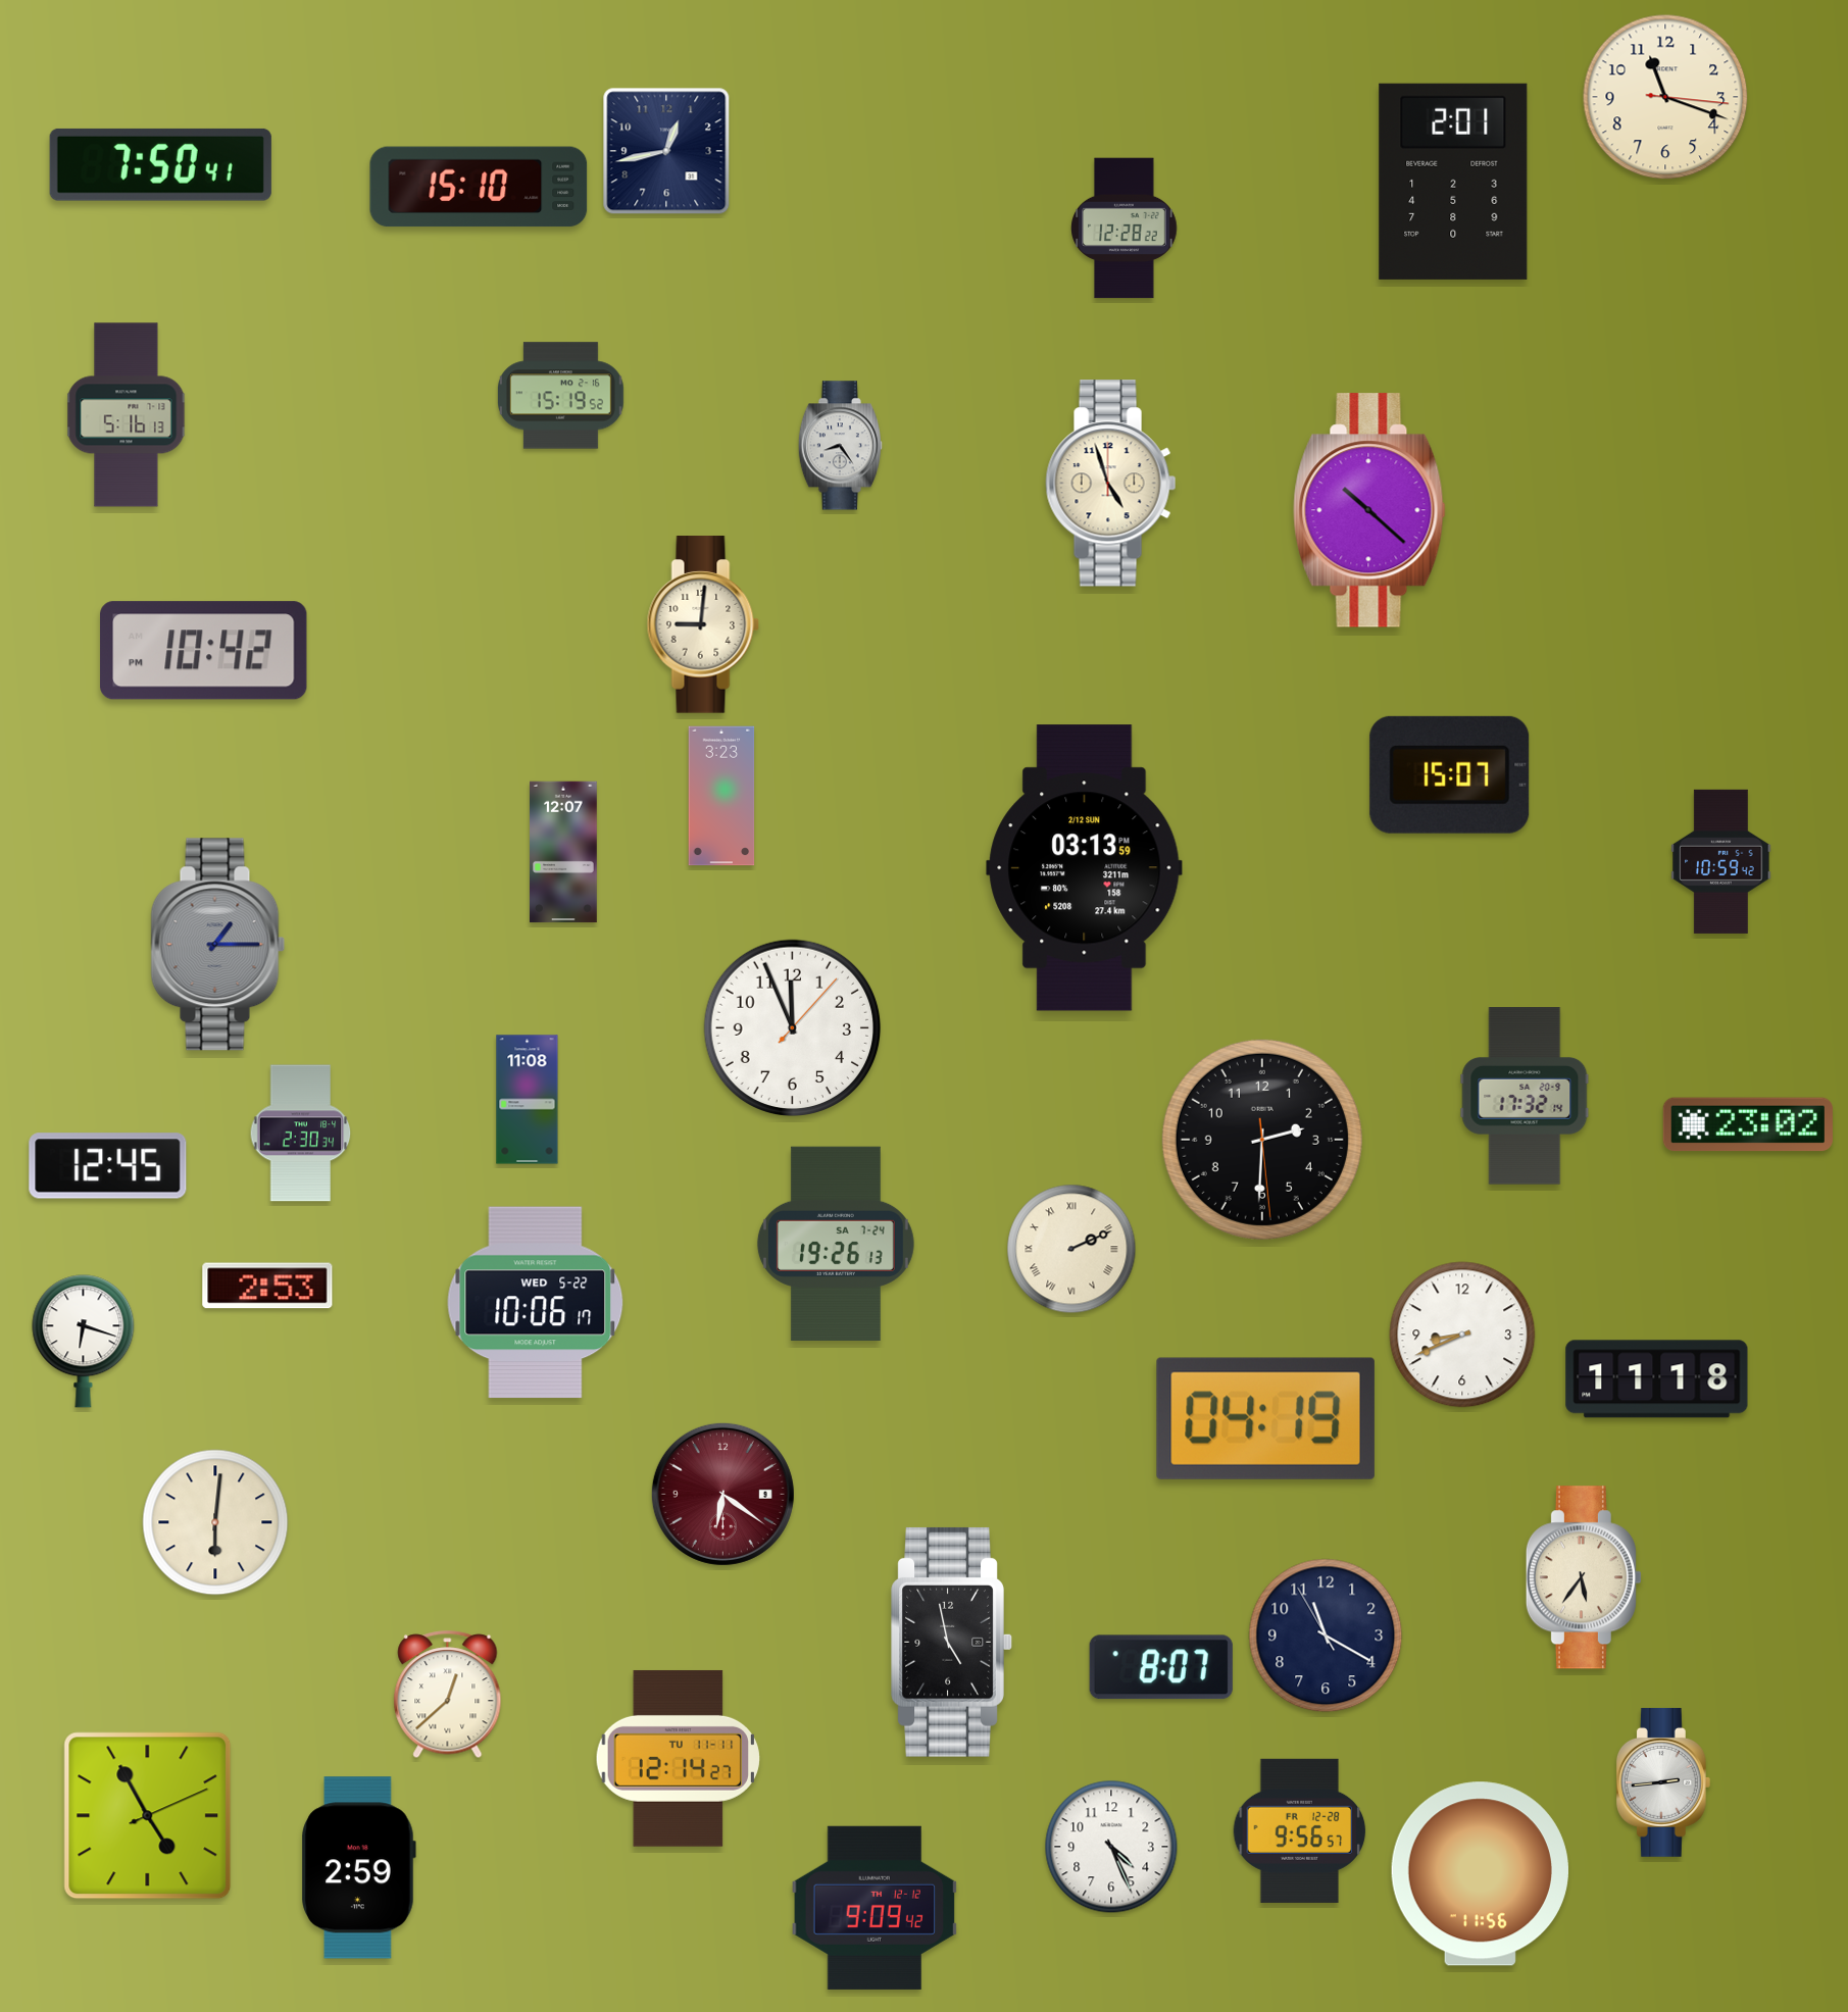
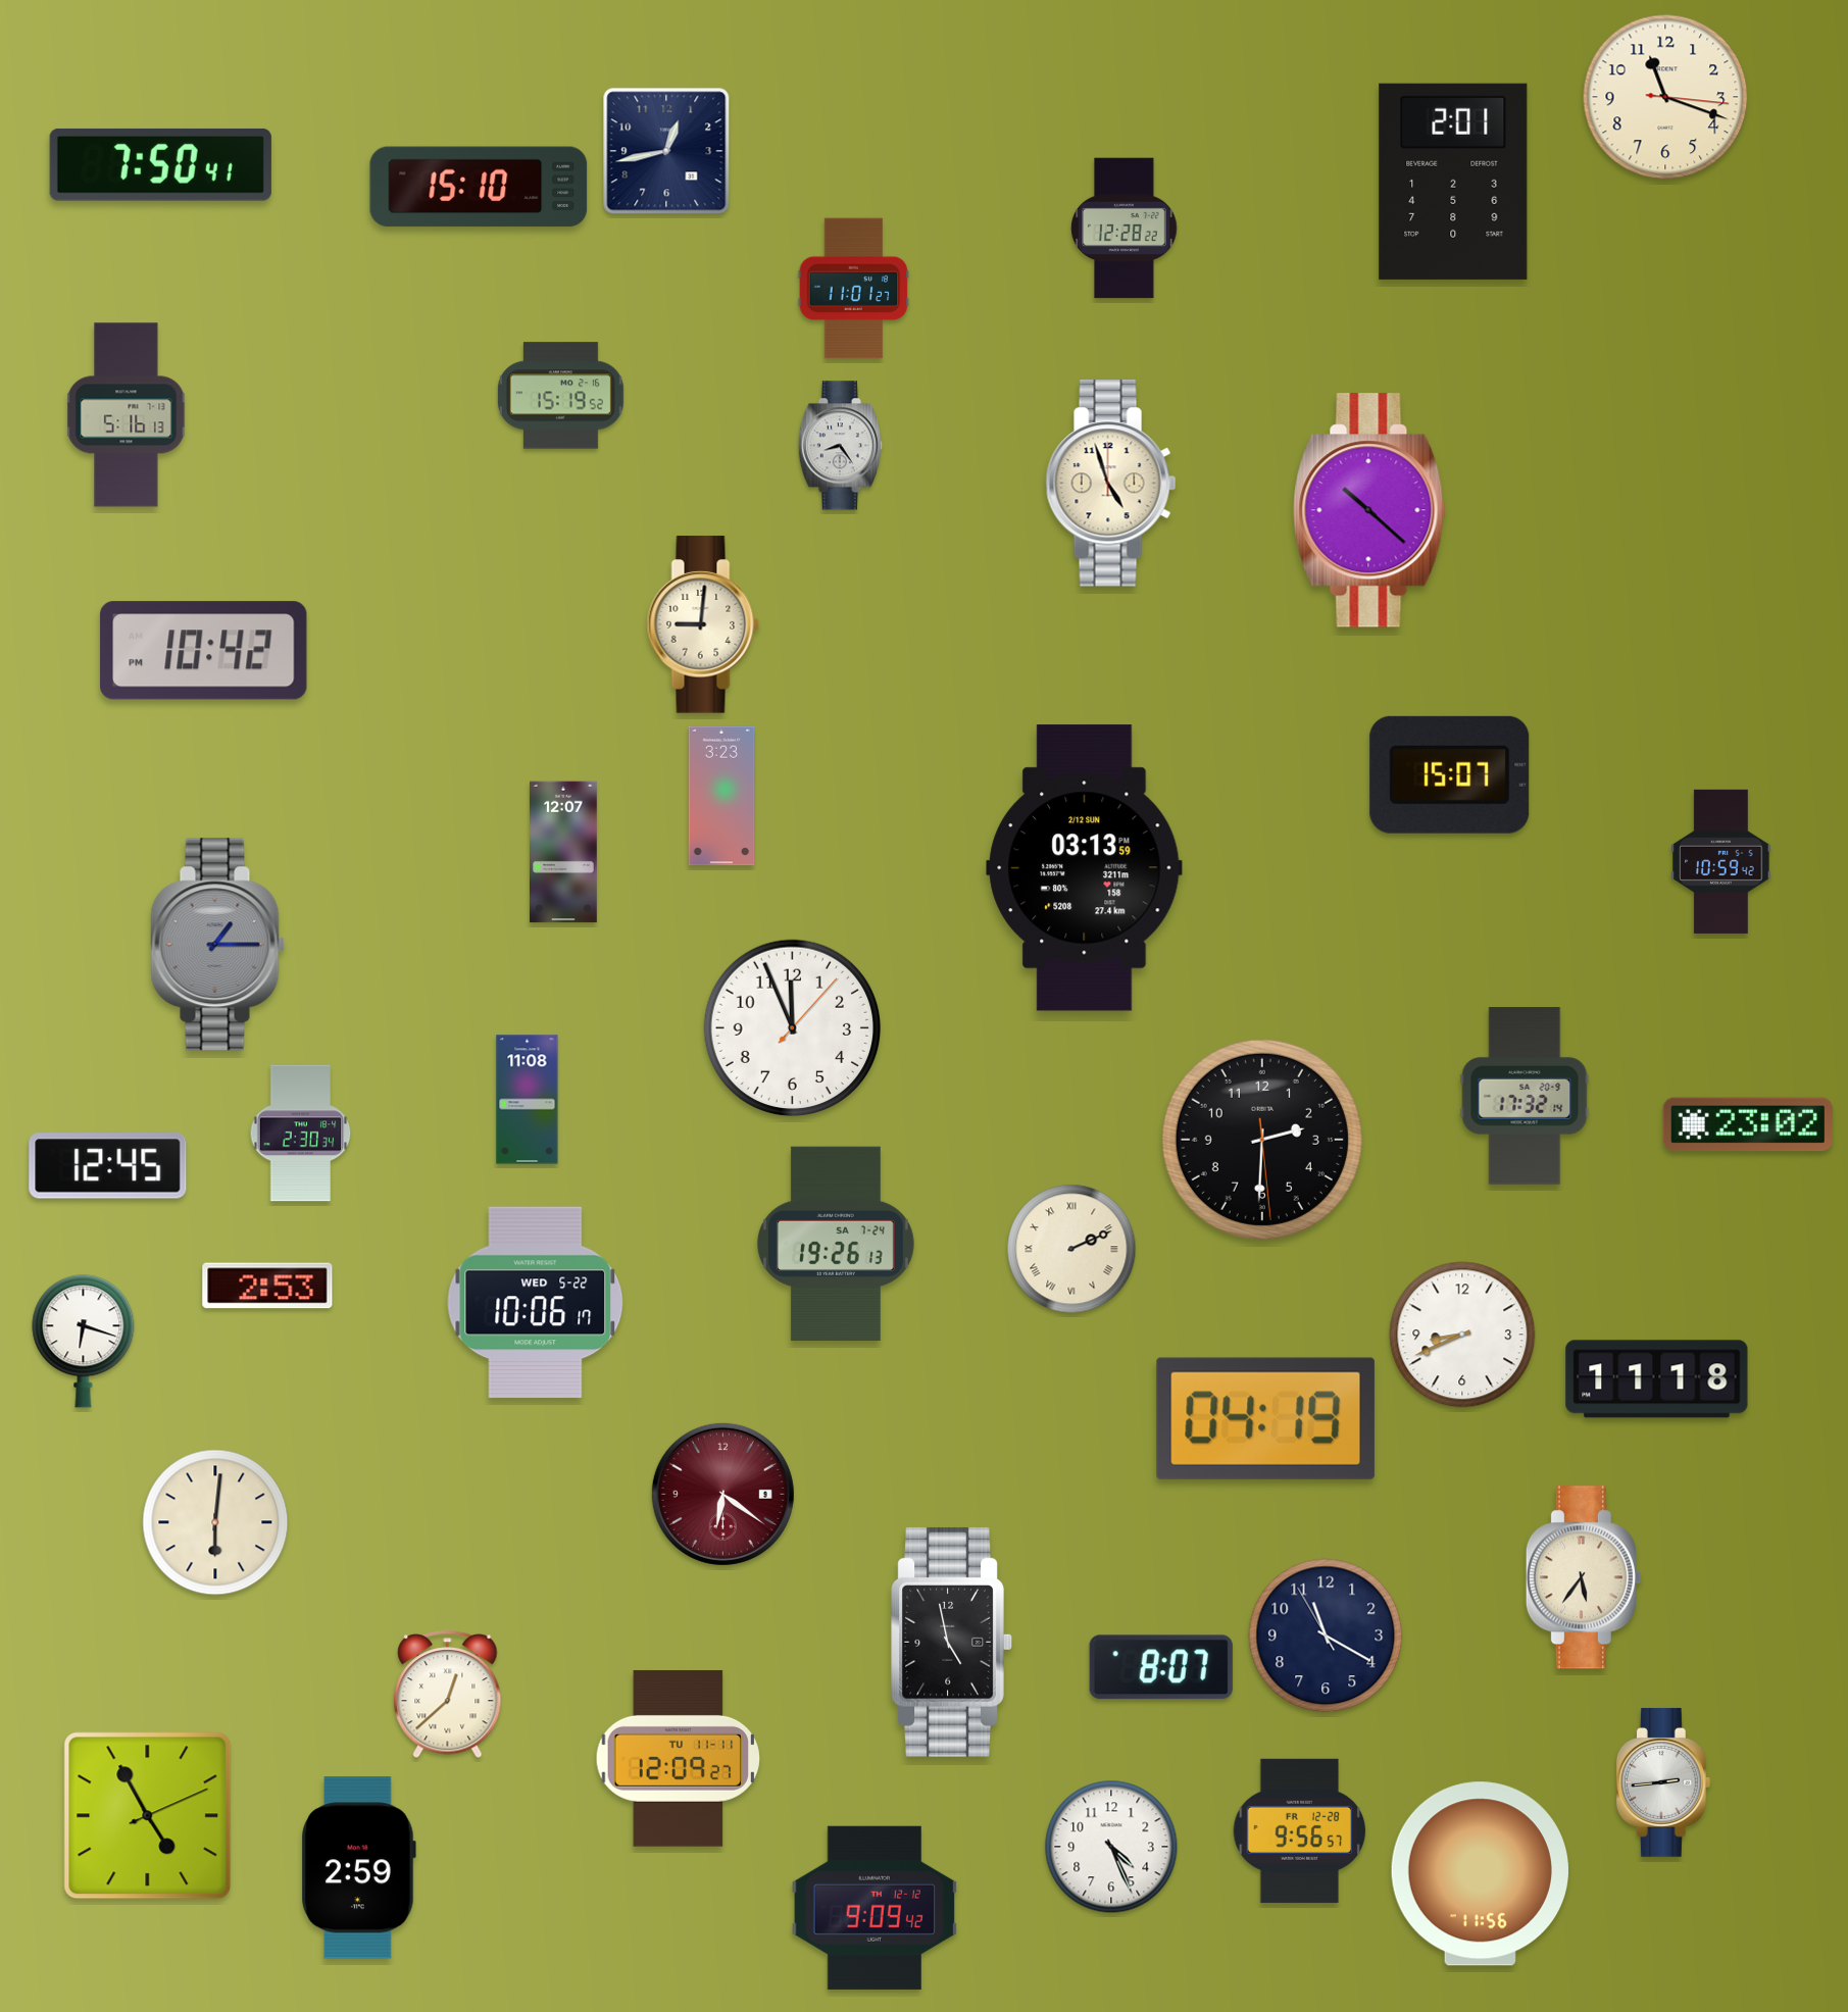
clock at (854, 289): none -> 11:01
clock at (678, 1758): 12:14 -> 12:09
